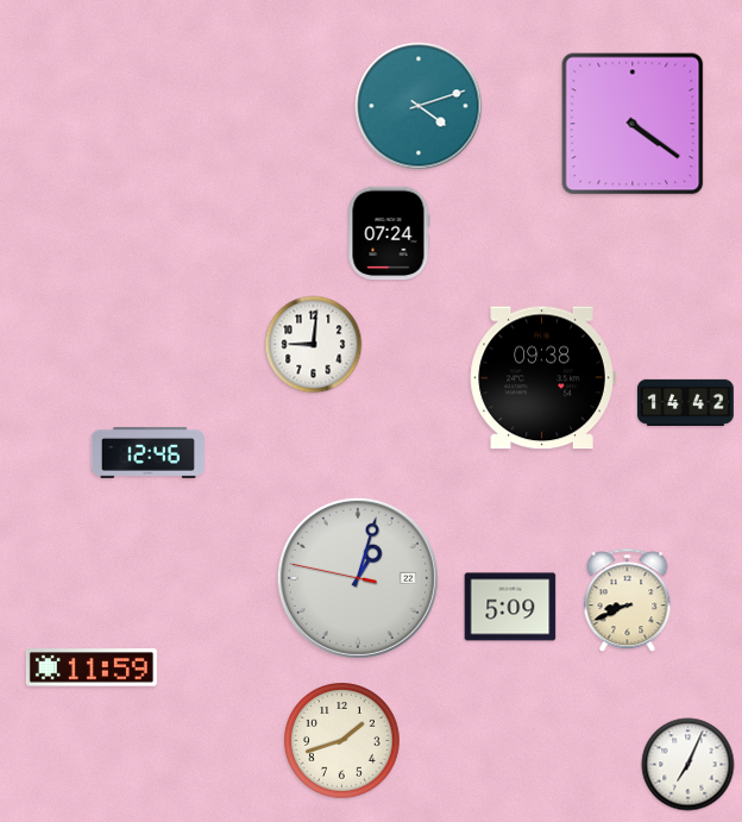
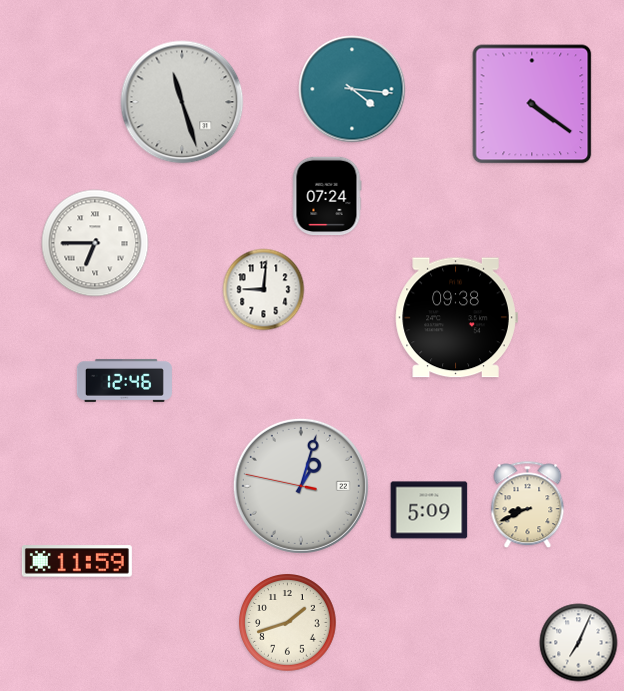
clock at (419, 106): 4:12 -> 4:16
clock at (182, 102): none -> 11:27
clock at (95, 243): none -> 6:45
clock at (685, 402): 14:42 -> none
